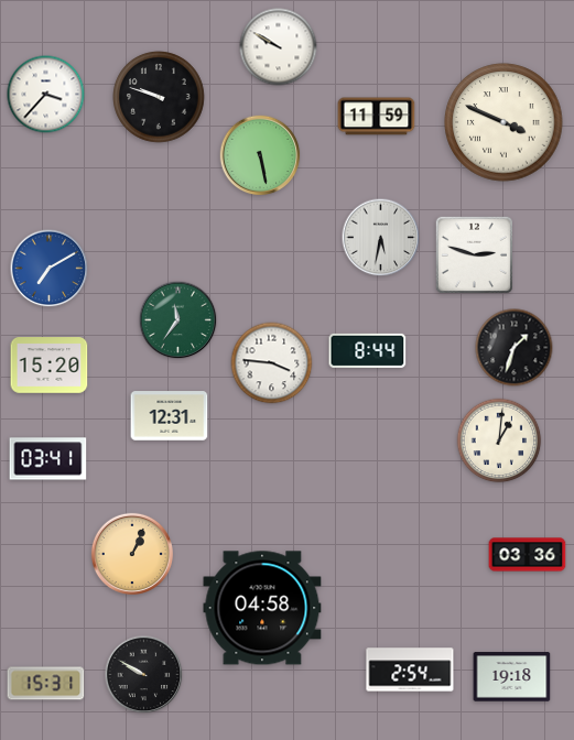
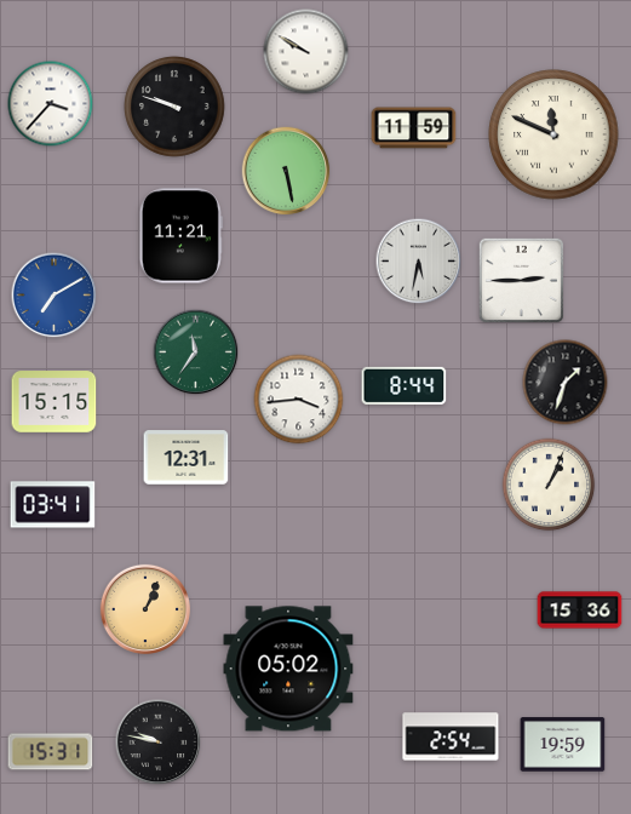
clock at (503, 122): 3:49 -> 11:49
clock at (180, 236): none -> 11:21
clock at (474, 254): 2:48 -> 2:45
clock at (272, 363): 3:46 -> 3:44
clock at (50, 366): 15:20 -> 15:15
clock at (499, 440): 1:01 -> 1:04
clock at (528, 555): 03:36 -> 15:36
clock at (262, 608): 04:58 -> 05:02
clock at (144, 675): 9:50 -> 9:47
clock at (512, 677): 19:18 -> 19:59
